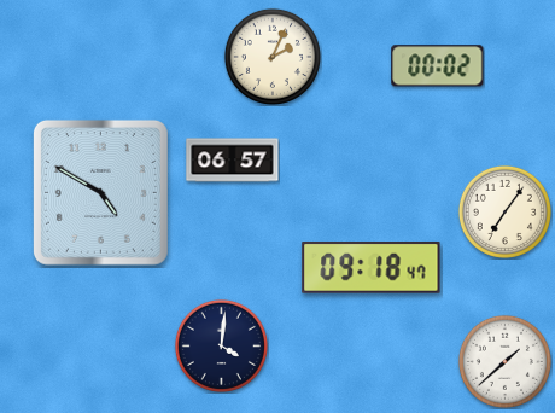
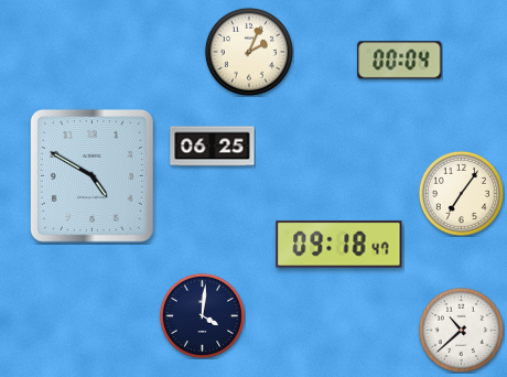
clock at (438, 66): 00:02 -> 00:04
clock at (233, 161): 06:57 -> 06:25
clock at (504, 361): 1:38 -> 10:38
